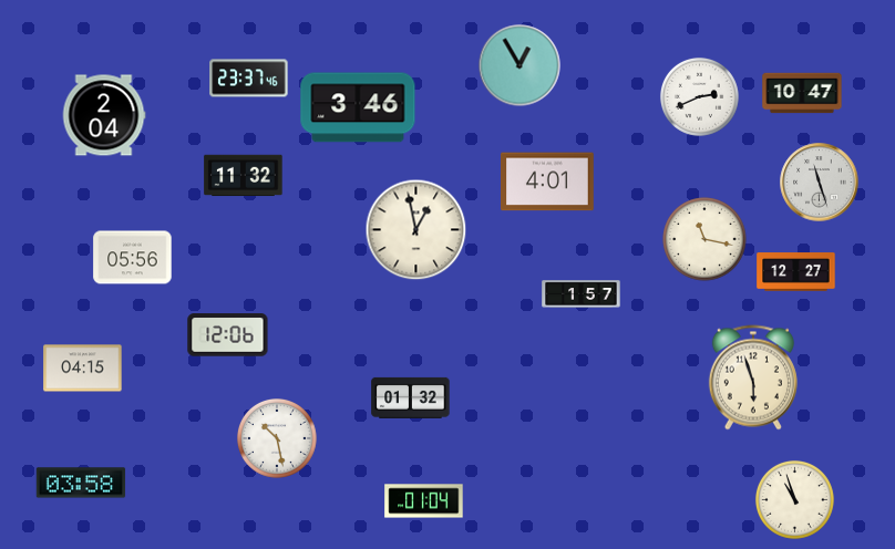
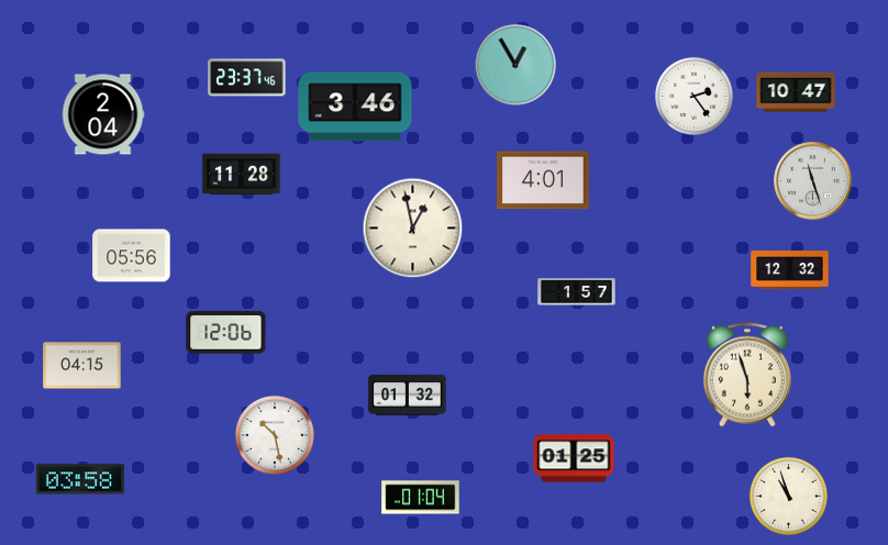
clock at (699, 96): 2:41 -> 2:24
clock at (244, 176): 11:32 -> 11:28
clock at (704, 239): 11:17 -> none
clock at (796, 272): 12:27 -> 12:32
clock at (574, 458): none -> 01:25
